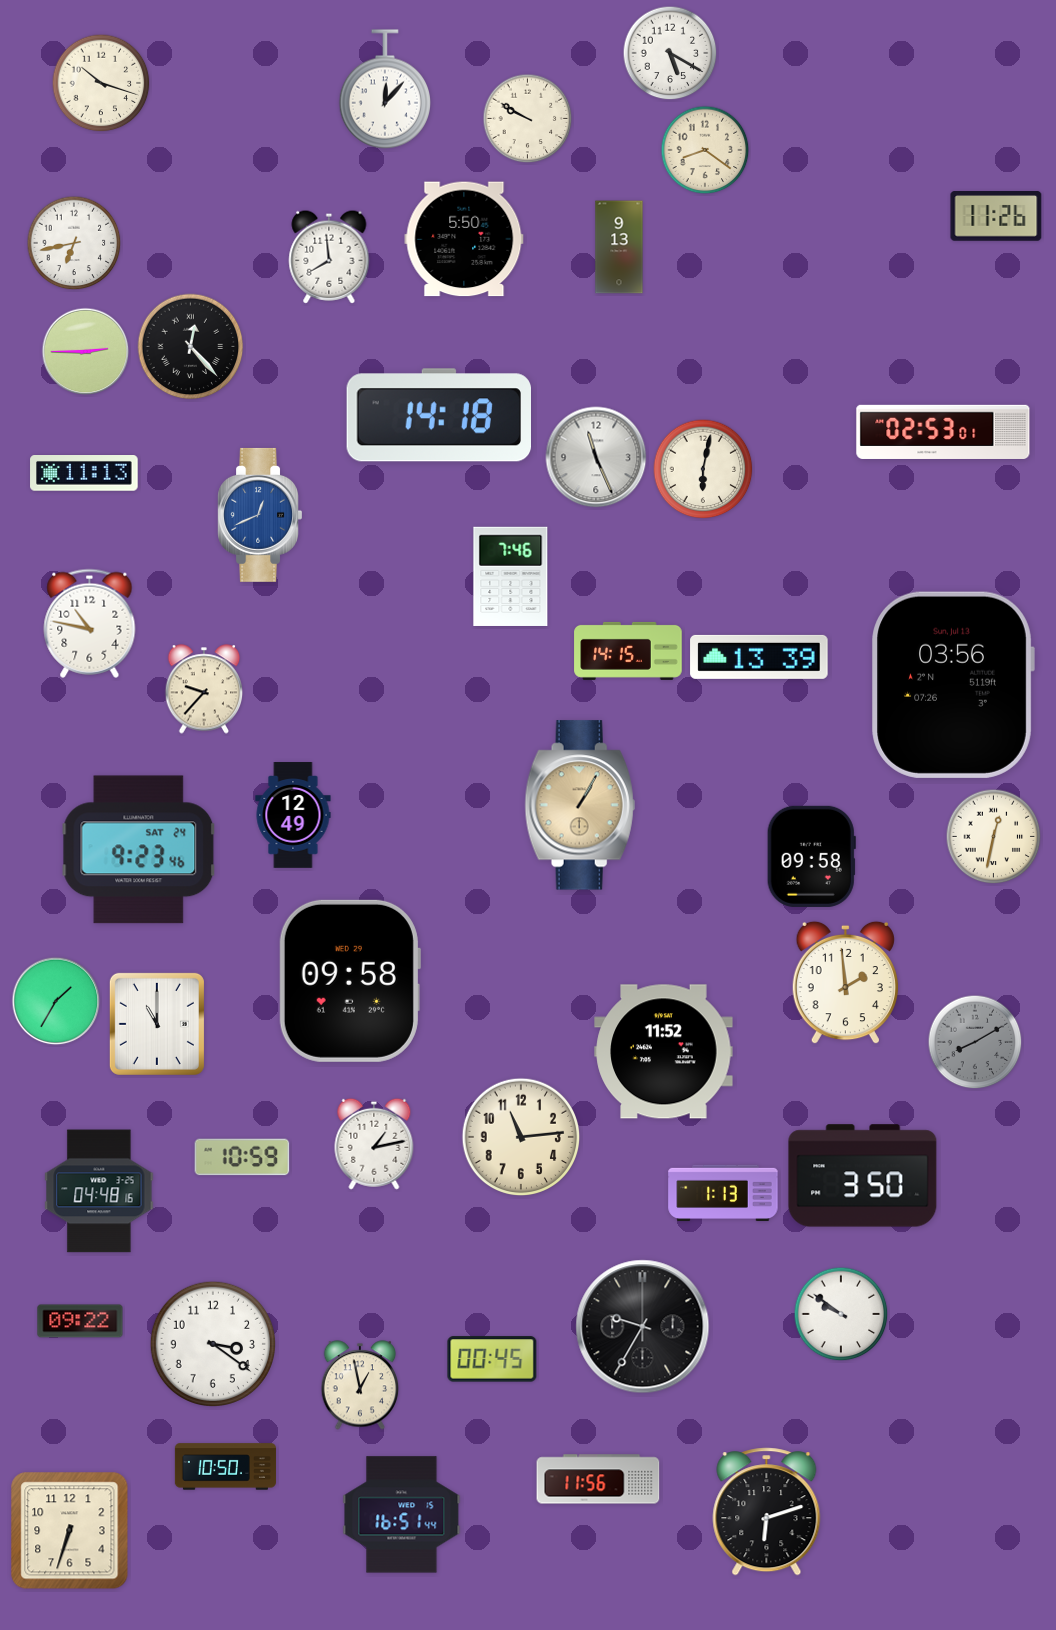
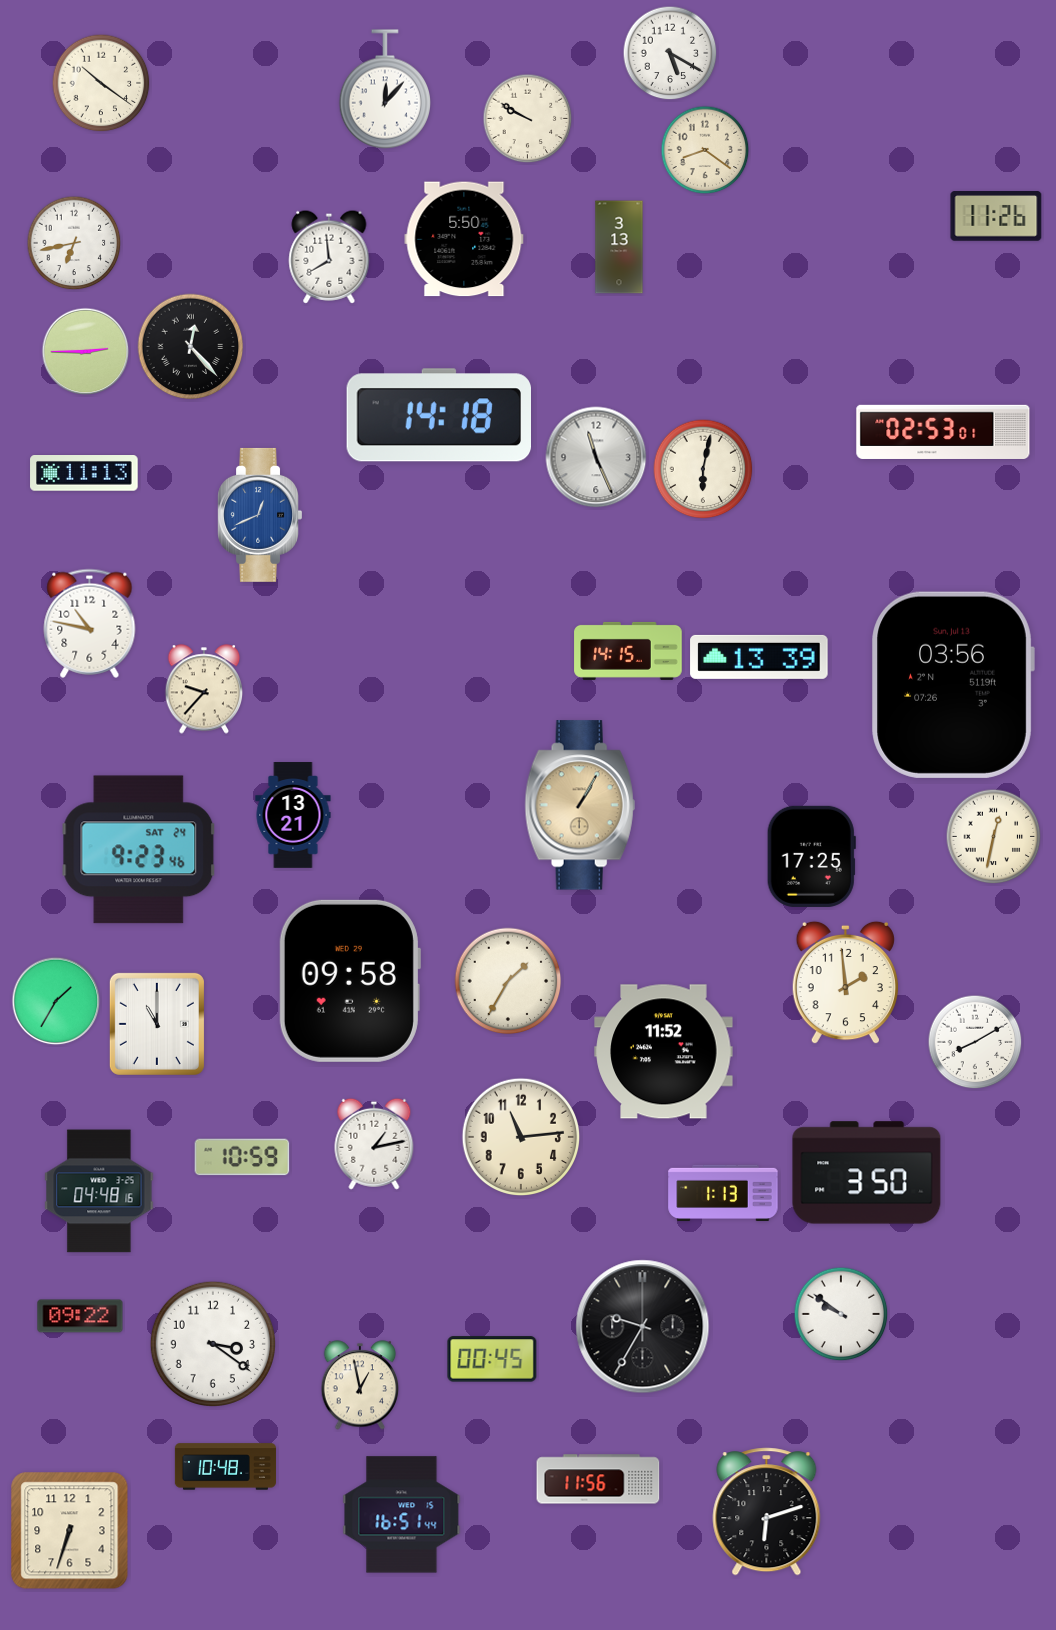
clock at (101, 83): 10:18 -> 10:21
clock at (619, 247): 9:13 -> 3:13
clock at (511, 576): 7:46 -> none
clock at (293, 815): 12:49 -> 13:21
clock at (811, 856): 09:58 -> 17:25
clock at (508, 981): none -> 1:35
clock at (975, 1042) dial: grey -> white
clock at (863, 1176) position: (863, 1176) -> (867, 1173)
clock at (80, 1321) position: (80, 1321) -> (80, 1316)
clock at (225, 1467): 10:50 -> 10:48
